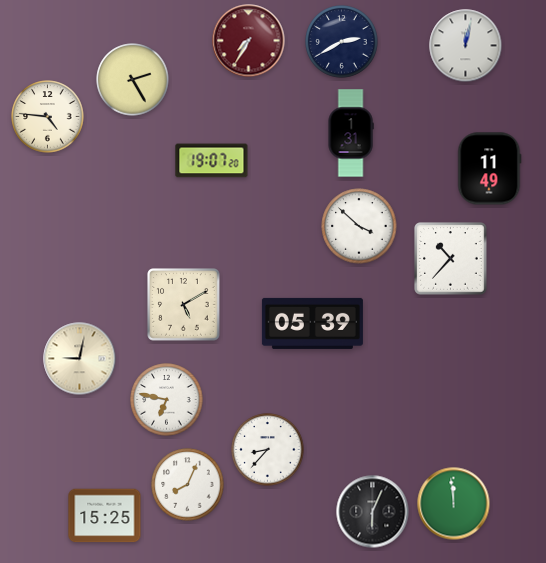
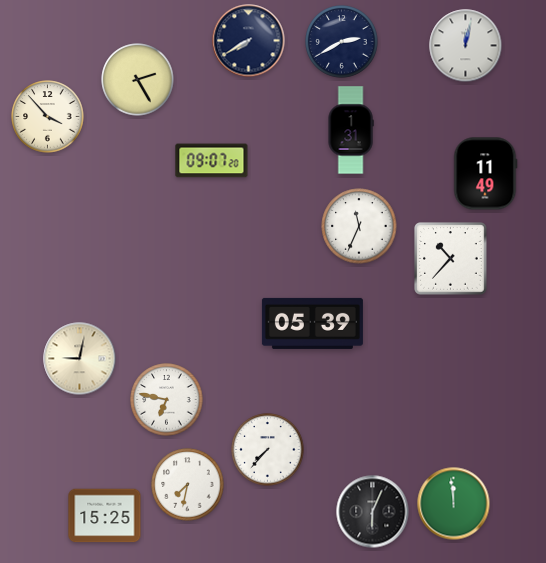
clock at (249, 41): 7:35 -> 7:40
clock at (249, 41) dial: burgundy -> navy
clock at (133, 80) position: (133, 80) -> (138, 80)
clock at (48, 117): 4:46 -> 3:53
clock at (351, 133) position: (351, 133) -> (351, 130)
clock at (212, 161): 19:07 -> 09:07
clock at (490, 169) position: (490, 169) -> (486, 174)
clock at (359, 226): 3:52 -> 11:34
clock at (184, 305): 5:10 -> none
clock at (268, 450): 8:37 -> 7:37
clock at (188, 485): 8:04 -> 7:32
